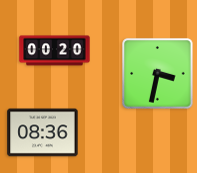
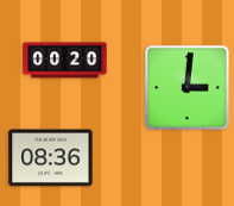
clock at (158, 74): 3:32 -> 3:01
